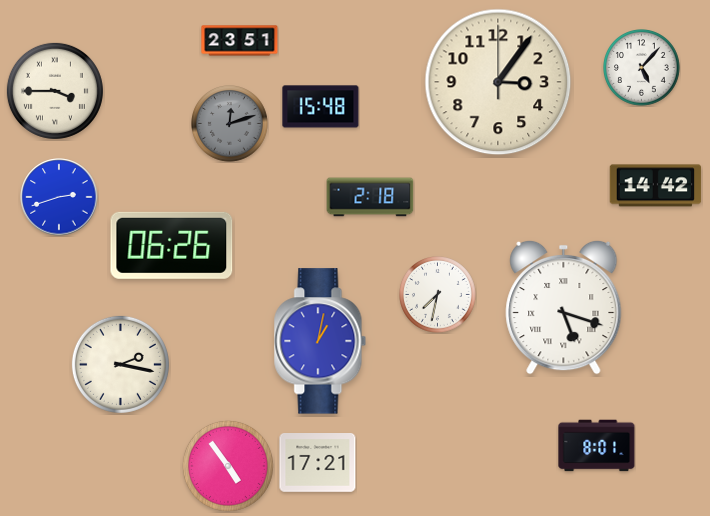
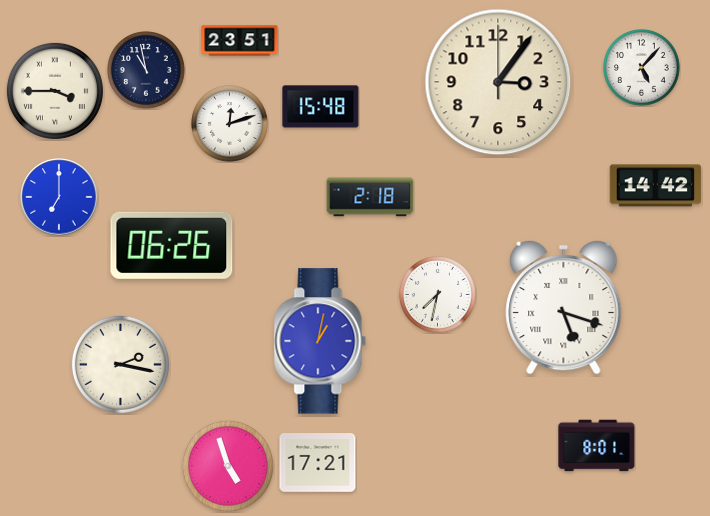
clock at (147, 71): none -> 10:58
clock at (230, 124) dial: grey -> white
clock at (59, 197): 2:42 -> 7:00
clock at (228, 466): 4:54 -> 4:57
